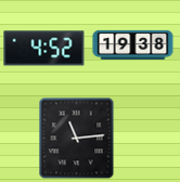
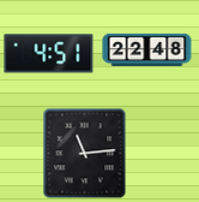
clock at (133, 44): 19:38 -> 22:48
clock at (44, 49): 4:52 -> 4:51
